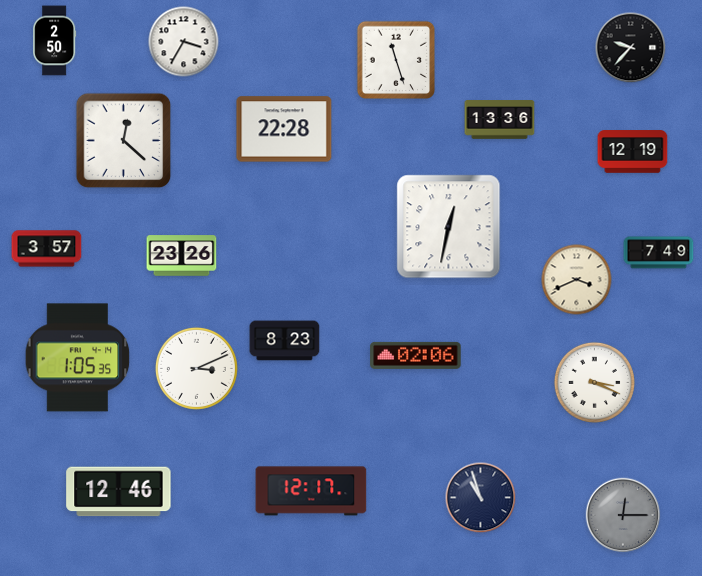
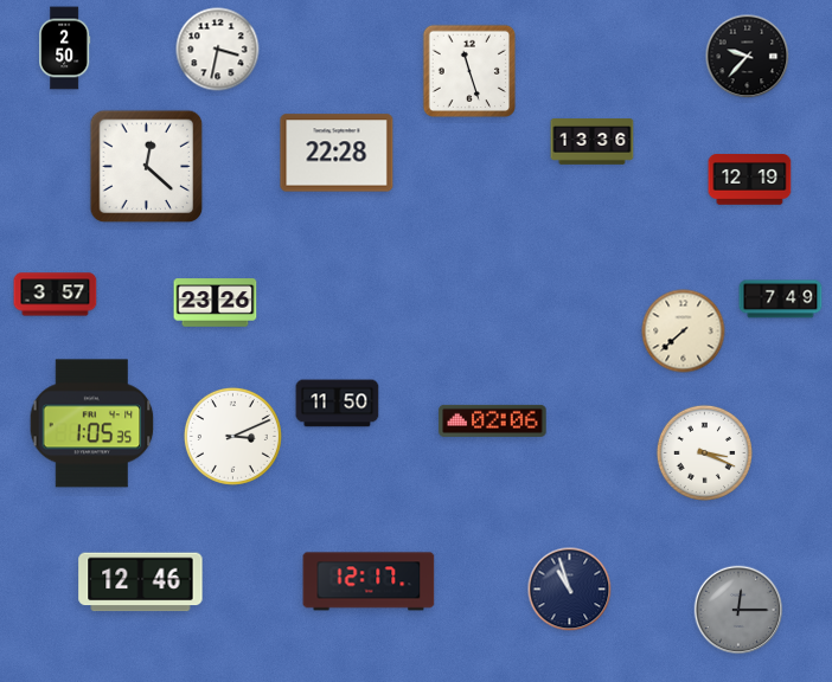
clock at (184, 42): 3:35 -> 3:32
clock at (449, 227): 12:32 -> none
clock at (577, 280): 3:41 -> 7:38
clock at (285, 341): 8:23 -> 11:50
